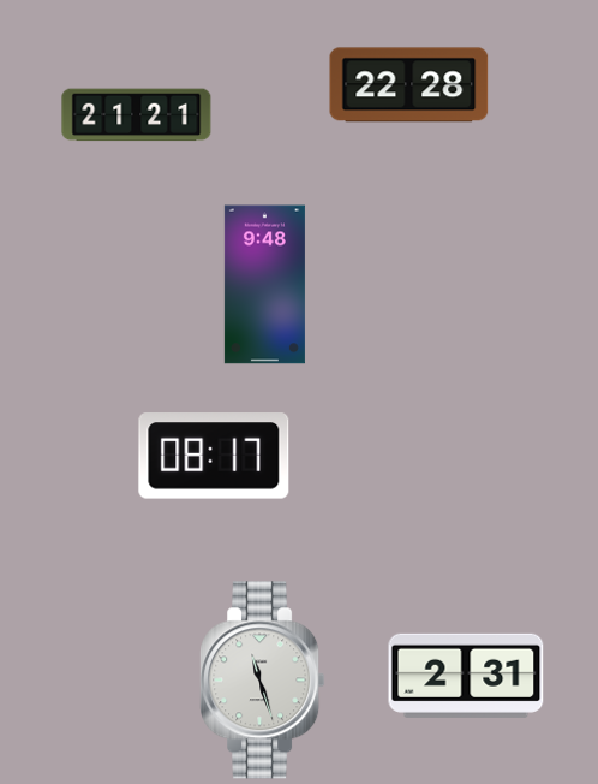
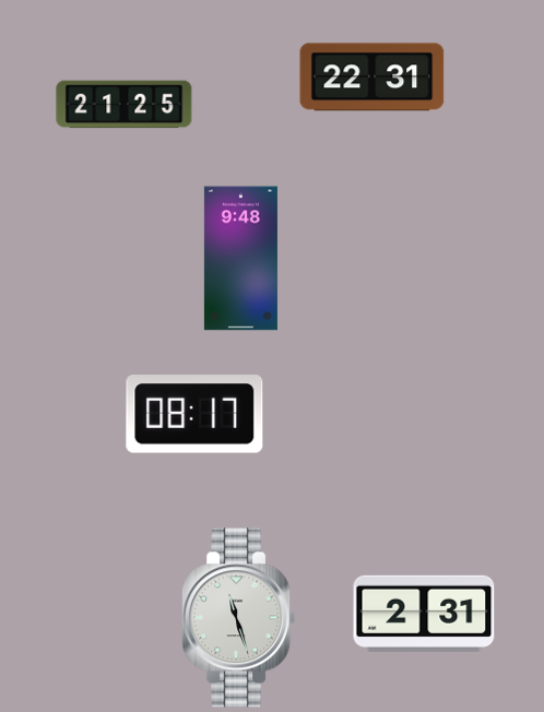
clock at (409, 85): 22:28 -> 22:31
clock at (137, 115): 21:21 -> 21:25
